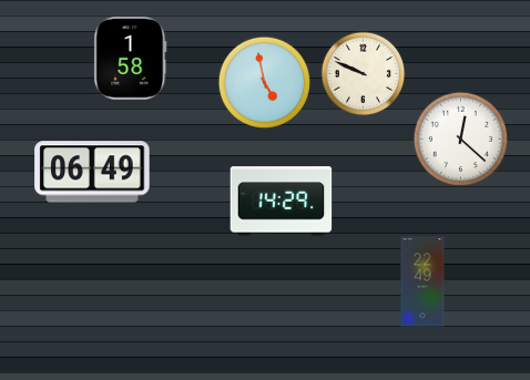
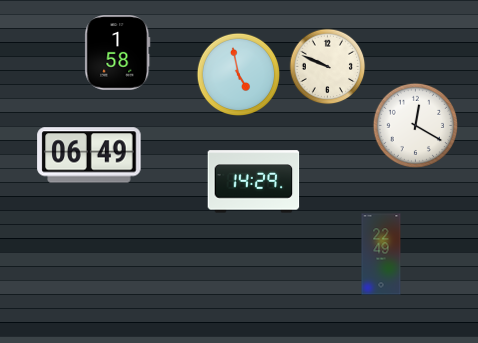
clock at (460, 138): 12:22 -> 12:20
clock at (92, 172) position: (92, 172) -> (89, 155)
